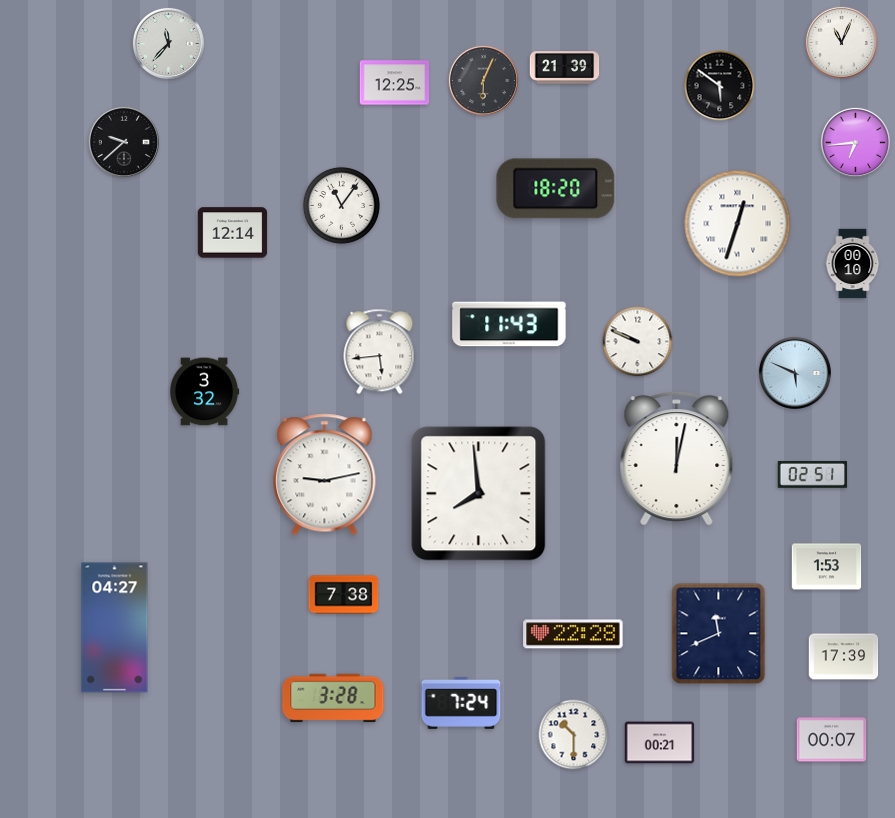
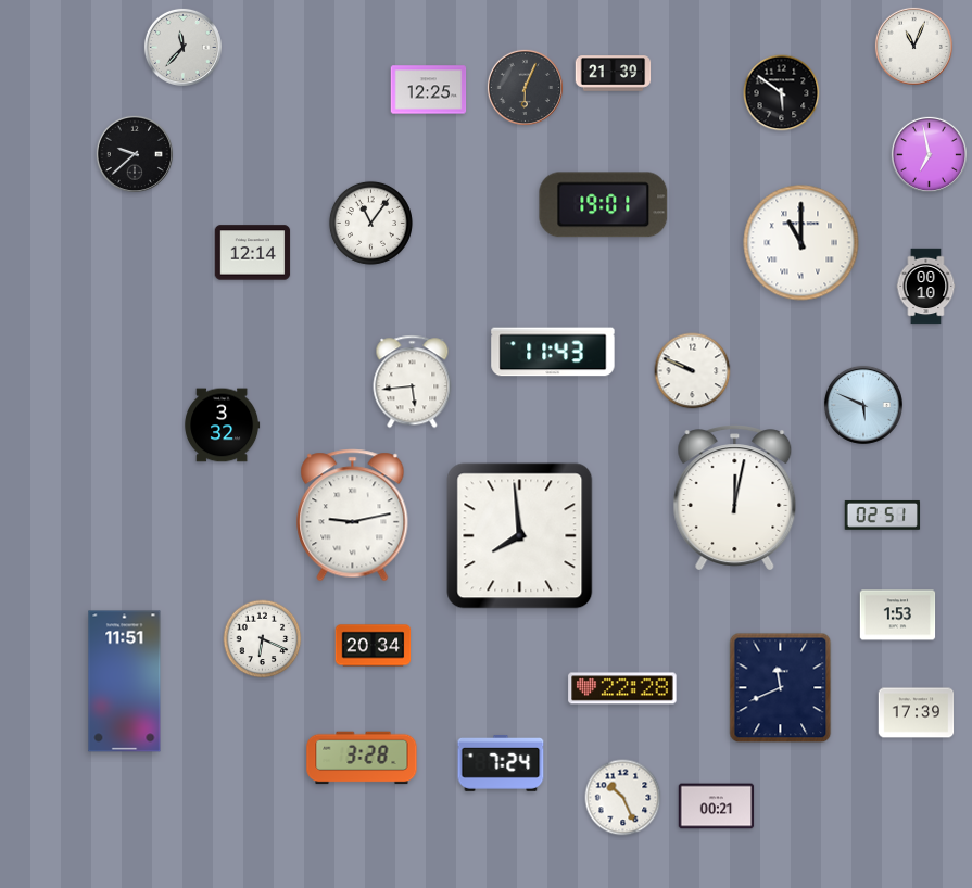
clock at (855, 142): 6:44 -> 6:58
clock at (556, 189): 18:20 -> 19:01
clock at (738, 224): 12:33 -> 11:00
clock at (263, 639): none -> 6:19
clock at (344, 595): 7:38 -> 20:34
clock at (115, 628): 04:27 -> 11:51
clock at (574, 735): 10:30 -> 10:26
clock at (832, 740): 00:07 -> none
